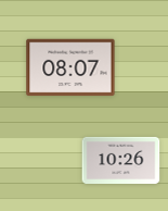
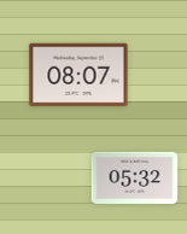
clock at (121, 160): 10:26 -> 05:32
